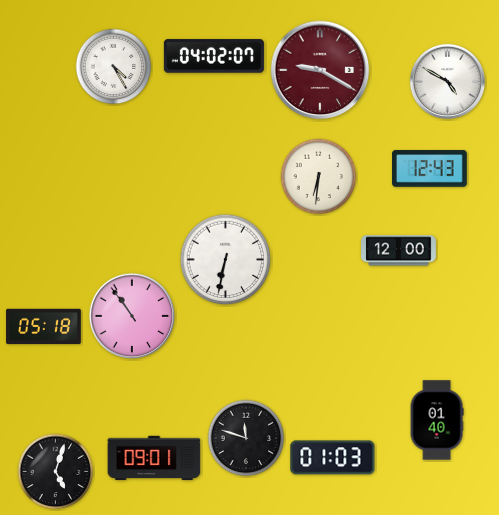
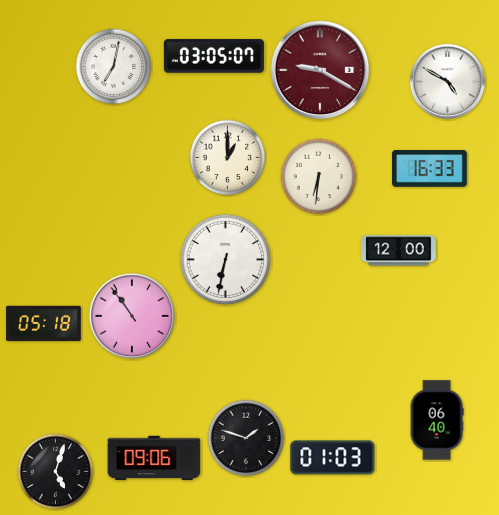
clock at (214, 56): 04:02 -> 03:05
clock at (114, 67): 4:25 -> 7:02
clock at (228, 158): none -> 1:00
clock at (430, 169): 12:43 -> 16:33
clock at (44, 326) position: (44, 326) -> (44, 323)
clock at (437, 420): 01:40 -> 06:40
clock at (246, 438): 11:48 -> 1:48
clock at (154, 458): 09:01 -> 09:06
